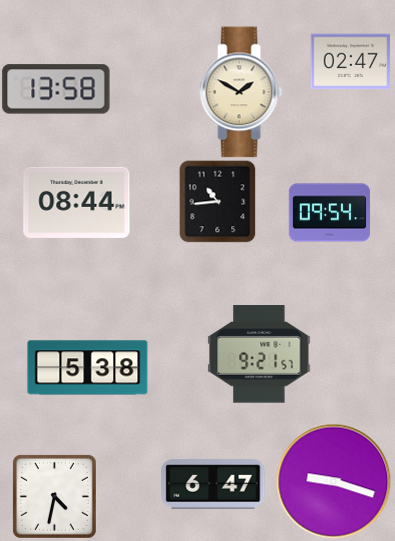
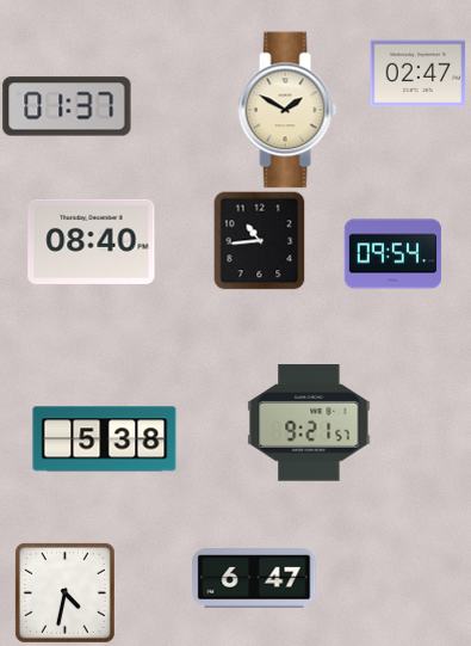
clock at (56, 89): 13:58 -> 01:37
clock at (77, 202): 08:44 -> 08:40
clock at (333, 481): 9:18 -> none
